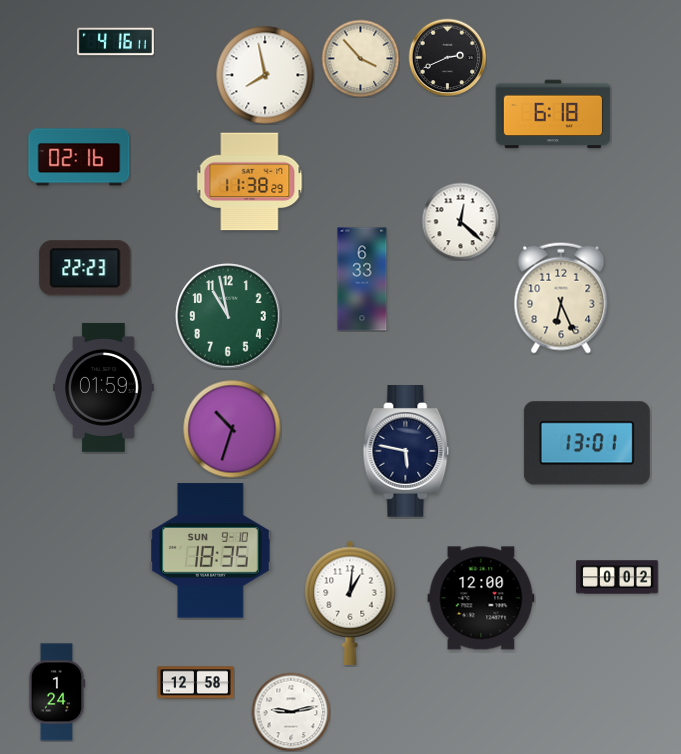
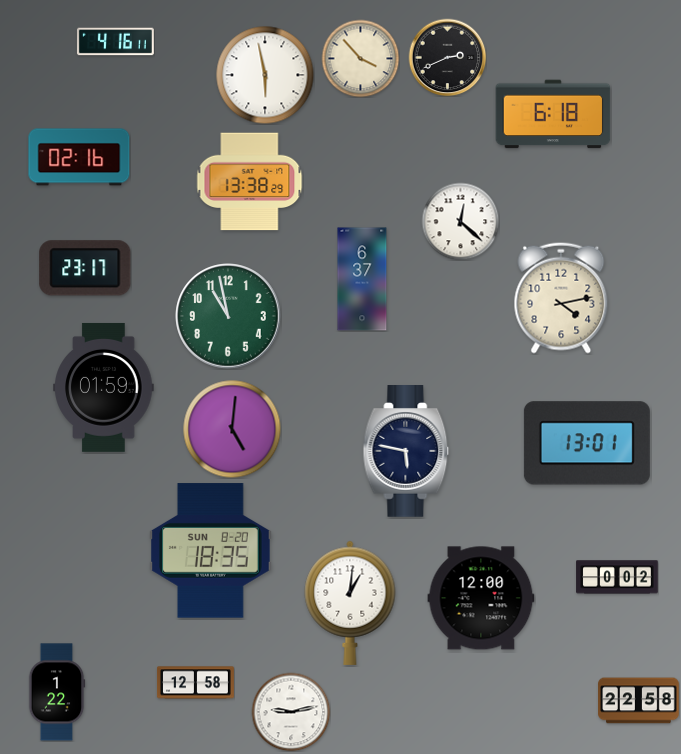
clock at (265, 75): 7:58 -> 5:58
clock at (250, 182): 11:38 -> 13:38
clock at (85, 268): 22:23 -> 23:17
clock at (362, 279): 6:33 -> 6:37
clock at (561, 298): 6:26 -> 4:13
clock at (232, 429): 10:33 -> 5:01
clock at (211, 551) date: SUN 9-10 -> SUN 8-20
clock at (57, 692): 1:24 -> 1:22
clock at (639, 701): none -> 22:58
